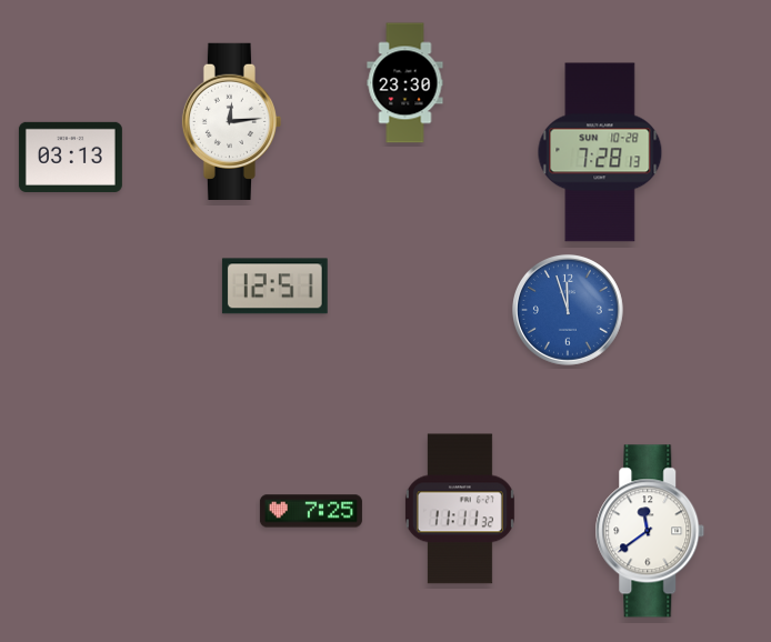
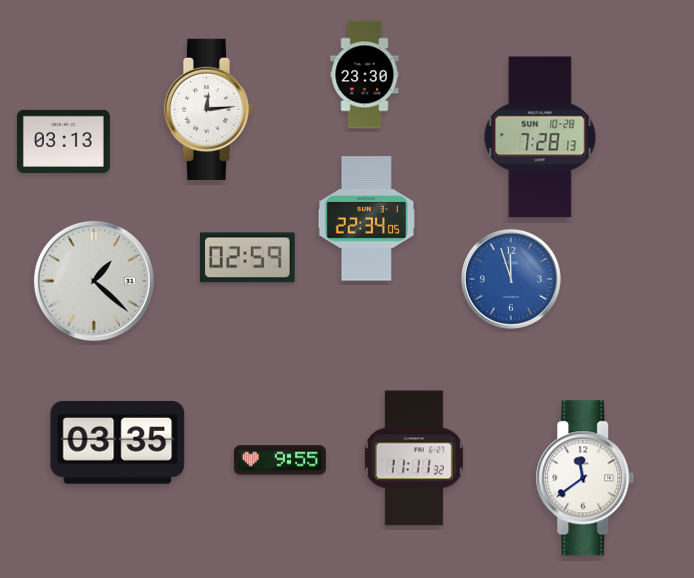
clock at (366, 219): none -> 22:34
clock at (274, 287): 12:51 -> 02:59
clock at (94, 281): none -> 1:22
clock at (118, 442): none -> 03:35
clock at (311, 511): 7:25 -> 9:55
